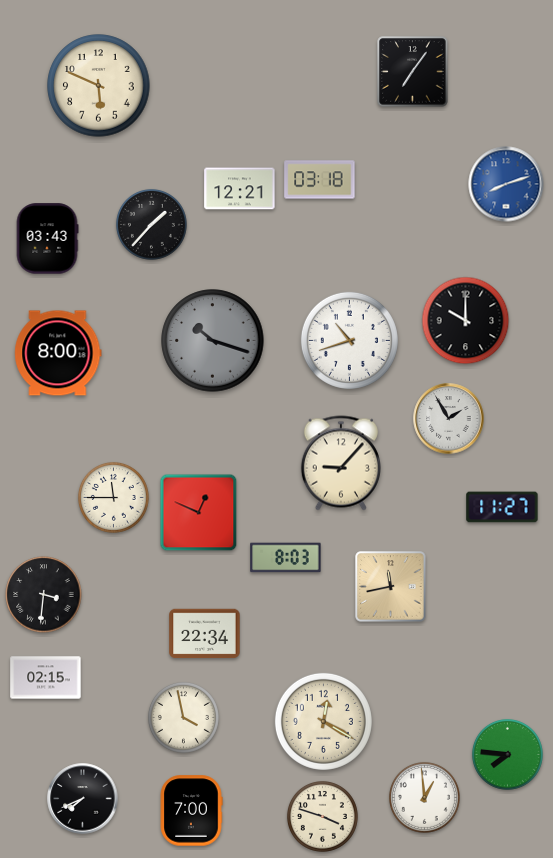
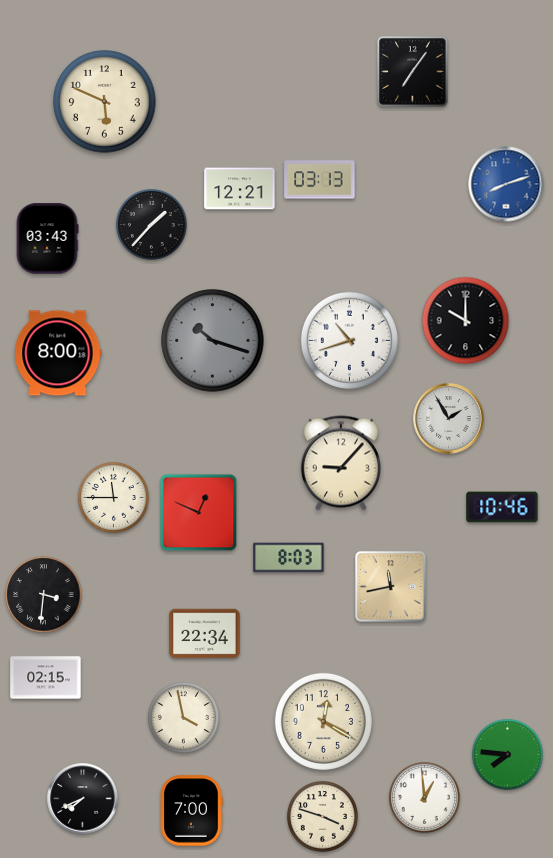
clock at (99, 86) position: (99, 86) -> (105, 102)
clock at (320, 180): 03:18 -> 03:13
clock at (502, 507): 11:27 -> 10:46
clock at (286, 558) position: (286, 558) -> (289, 558)
